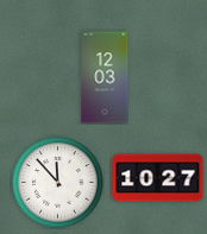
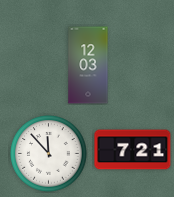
clock at (158, 178): 10:27 -> 7:21
